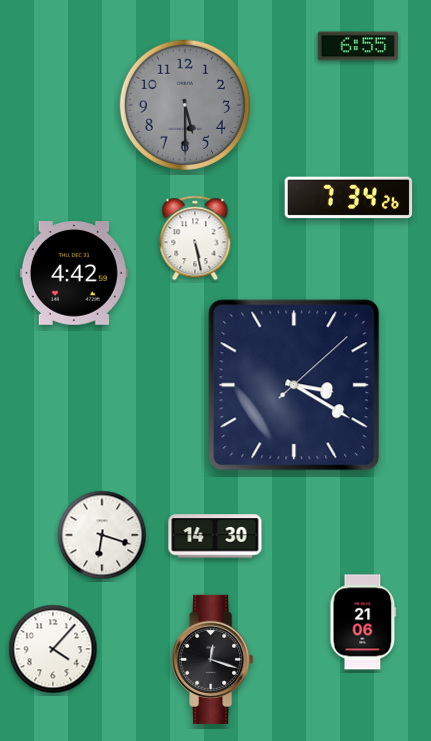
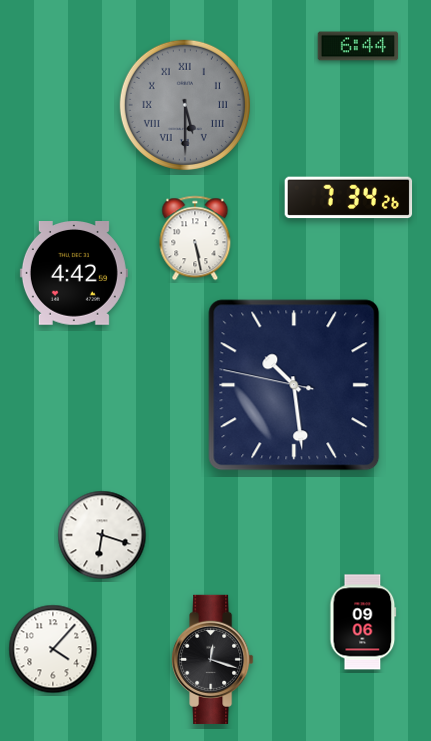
clock at (358, 46): 6:55 -> 6:44
clock at (185, 105) numerals: Arabic -> Roman
clock at (294, 385): 3:20 -> 10:28
clock at (215, 536): 14:30 -> none
clock at (363, 622): 21:06 -> 09:06
